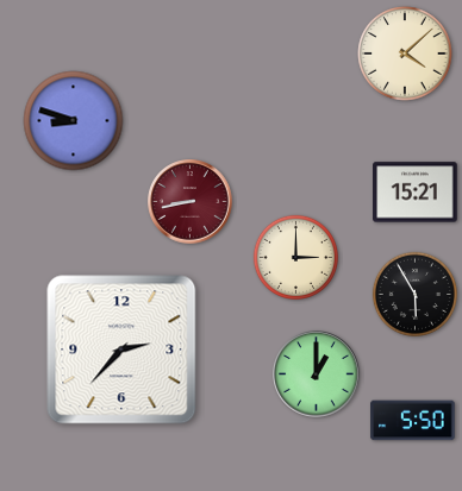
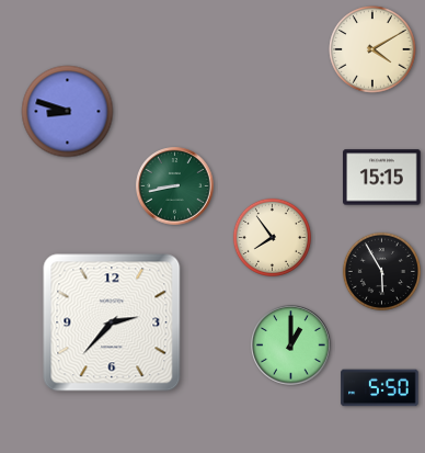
clock at (405, 53): 4:08 -> 4:10
clock at (416, 193): 15:21 -> 15:15
clock at (191, 202) dial: burgundy -> green
clock at (295, 257): 3:00 -> 7:54
